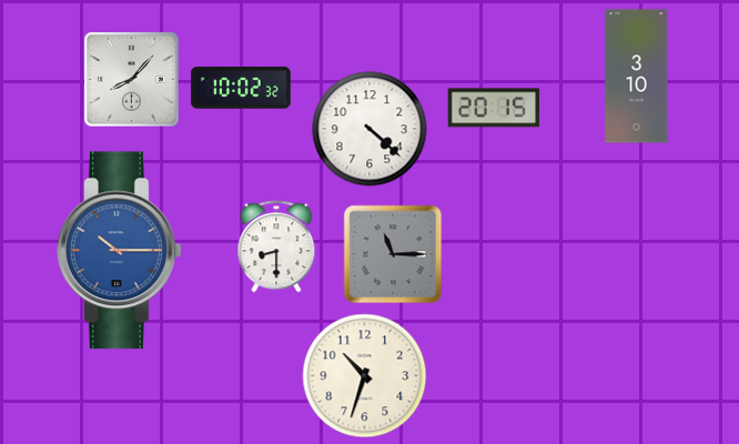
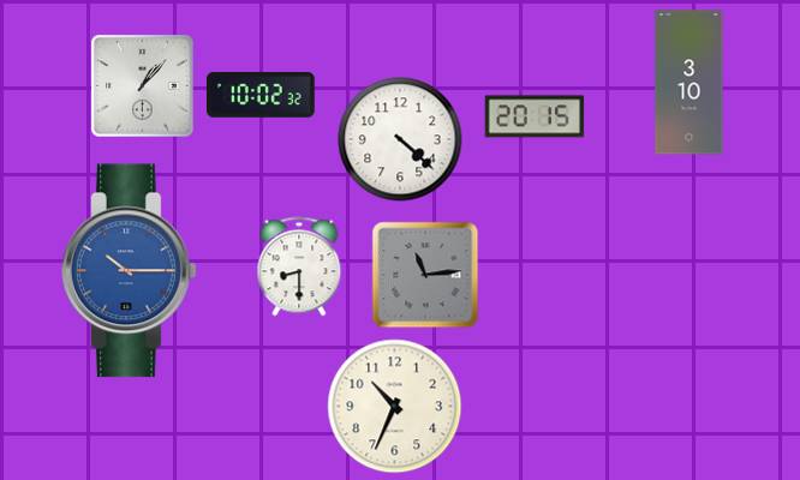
clock at (132, 80): 8:07 -> 1:07
clock at (393, 254): 11:15 -> 11:14
clock at (365, 376): 10:33 -> 10:34
